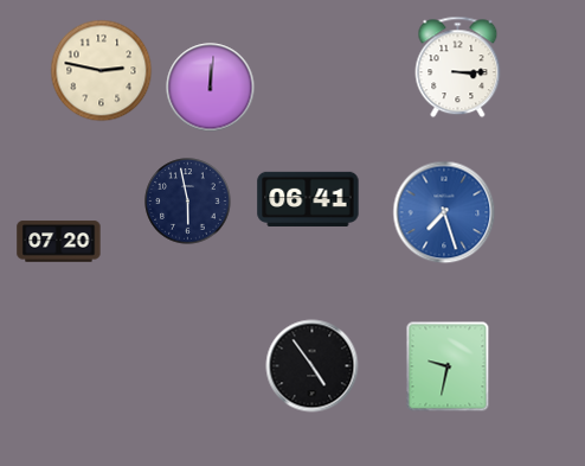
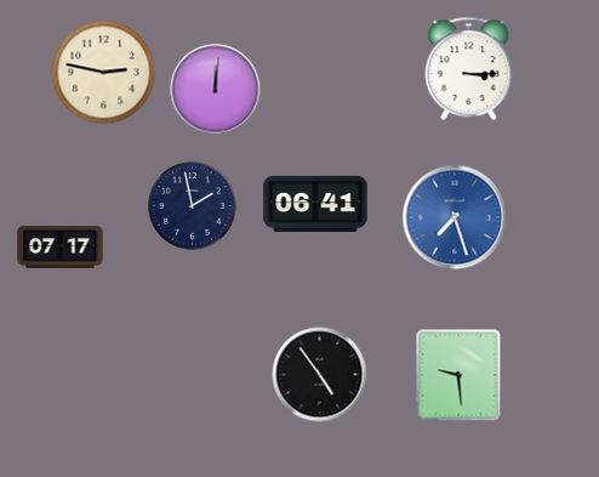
clock at (188, 202): 5:58 -> 1:58
clock at (59, 242): 07:20 -> 07:17
clock at (448, 366): 9:32 -> 9:29
